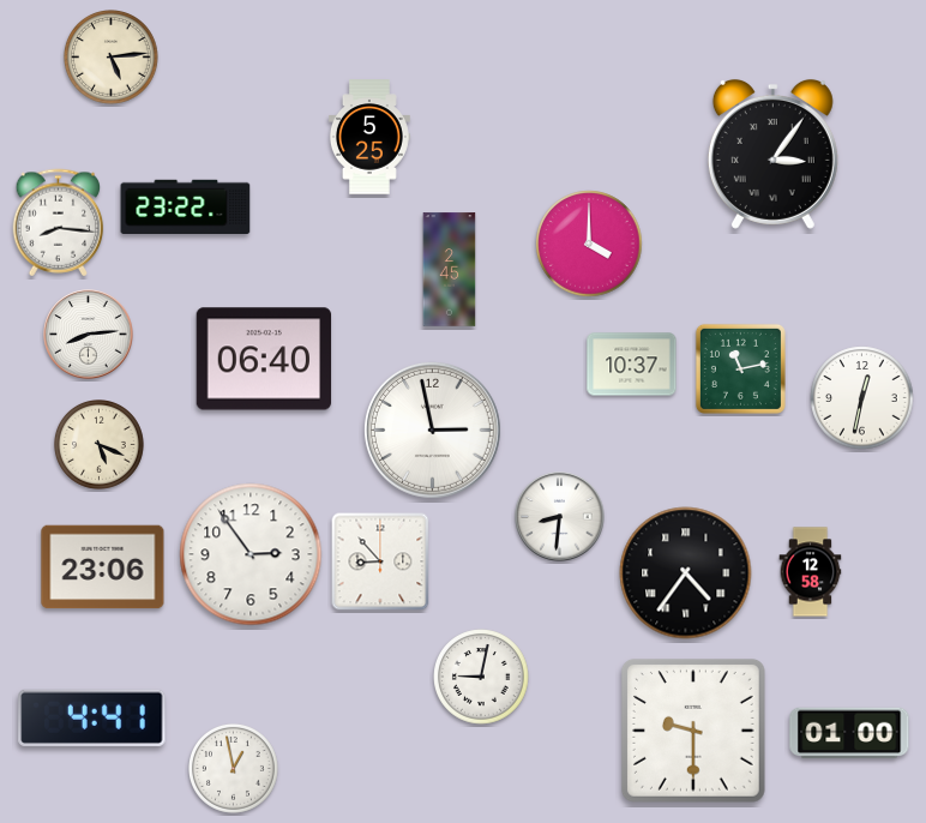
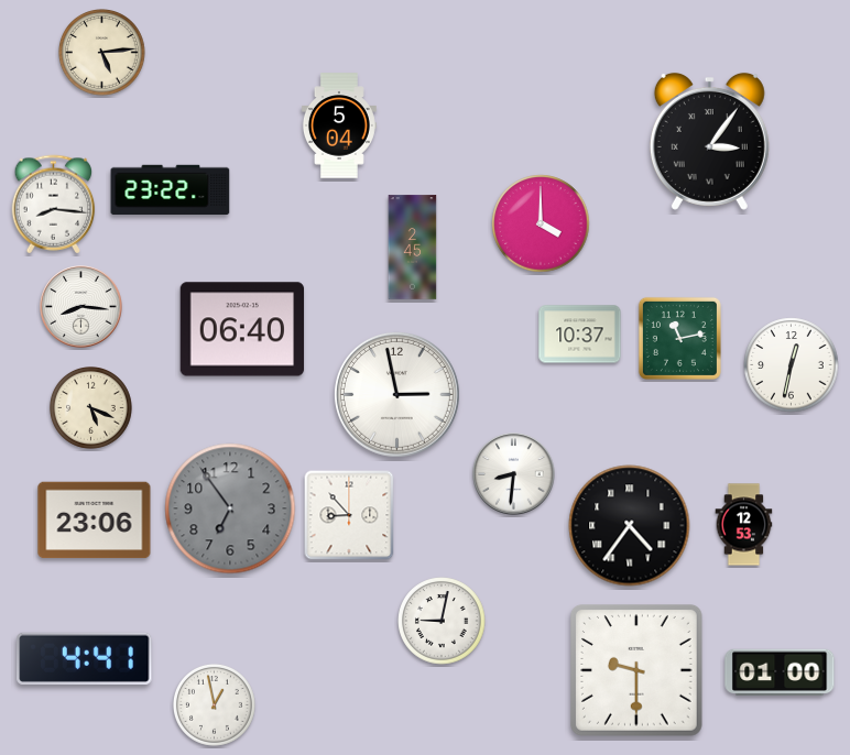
clock at (369, 137): 5:25 -> 5:04
clock at (89, 335): 8:14 -> 8:16
clock at (251, 554): 2:54 -> 6:54
clock at (251, 554) dial: white -> grey
clock at (811, 572): 12:58 -> 12:53
